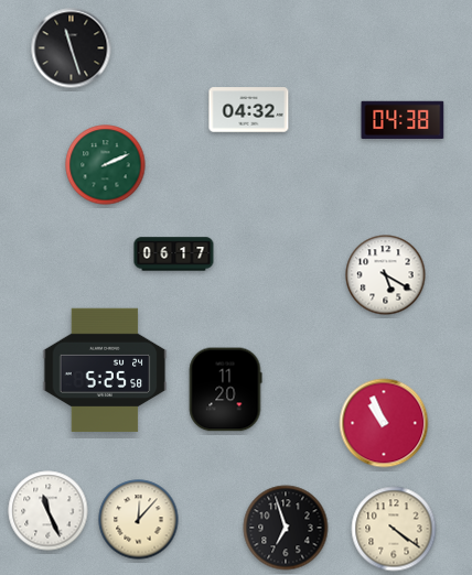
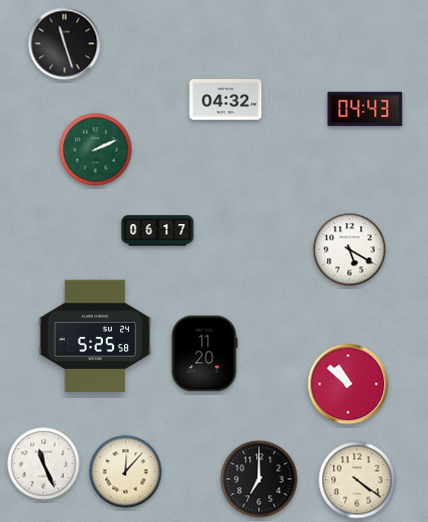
clock at (403, 120): 04:38 -> 04:43
clock at (384, 423): 10:56 -> 10:52
clock at (286, 528): 6:57 -> 7:00
